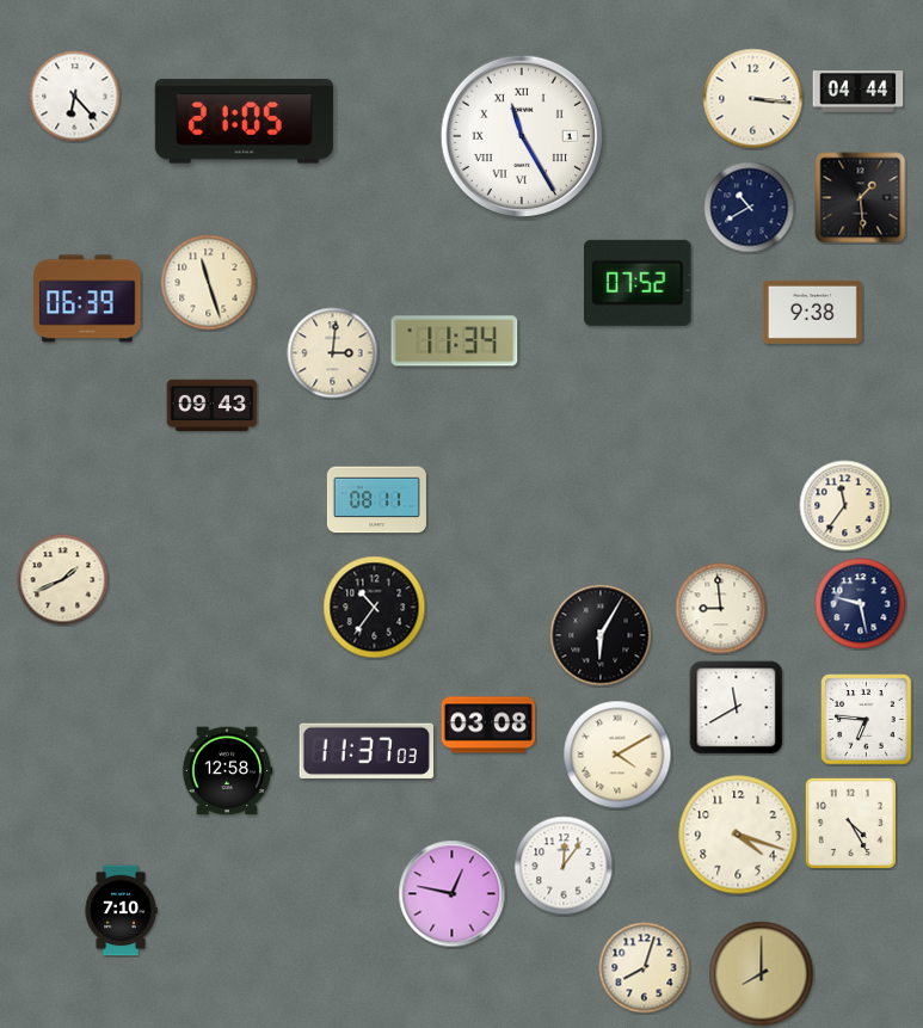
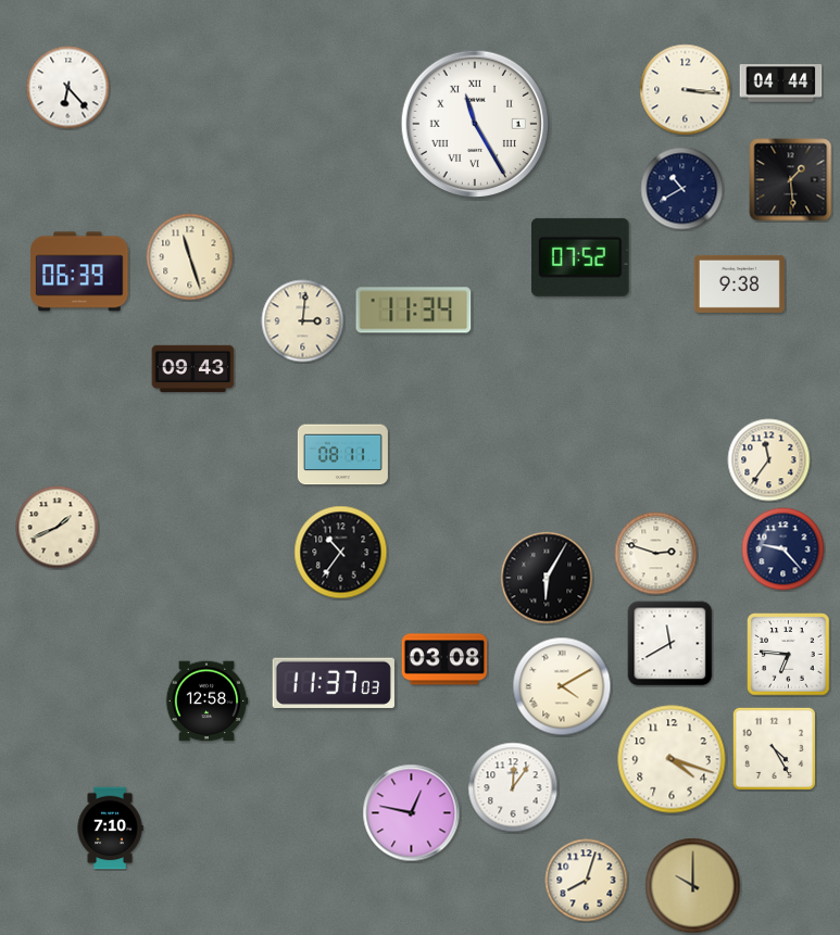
clock at (244, 122): 21:05 -> none
clock at (861, 198) position: (861, 198) -> (791, 180)
clock at (861, 604): 9:28 -> 9:23
clock at (721, 609): 8:59 -> 2:48
clock at (762, 974): 8:00 -> 10:00
